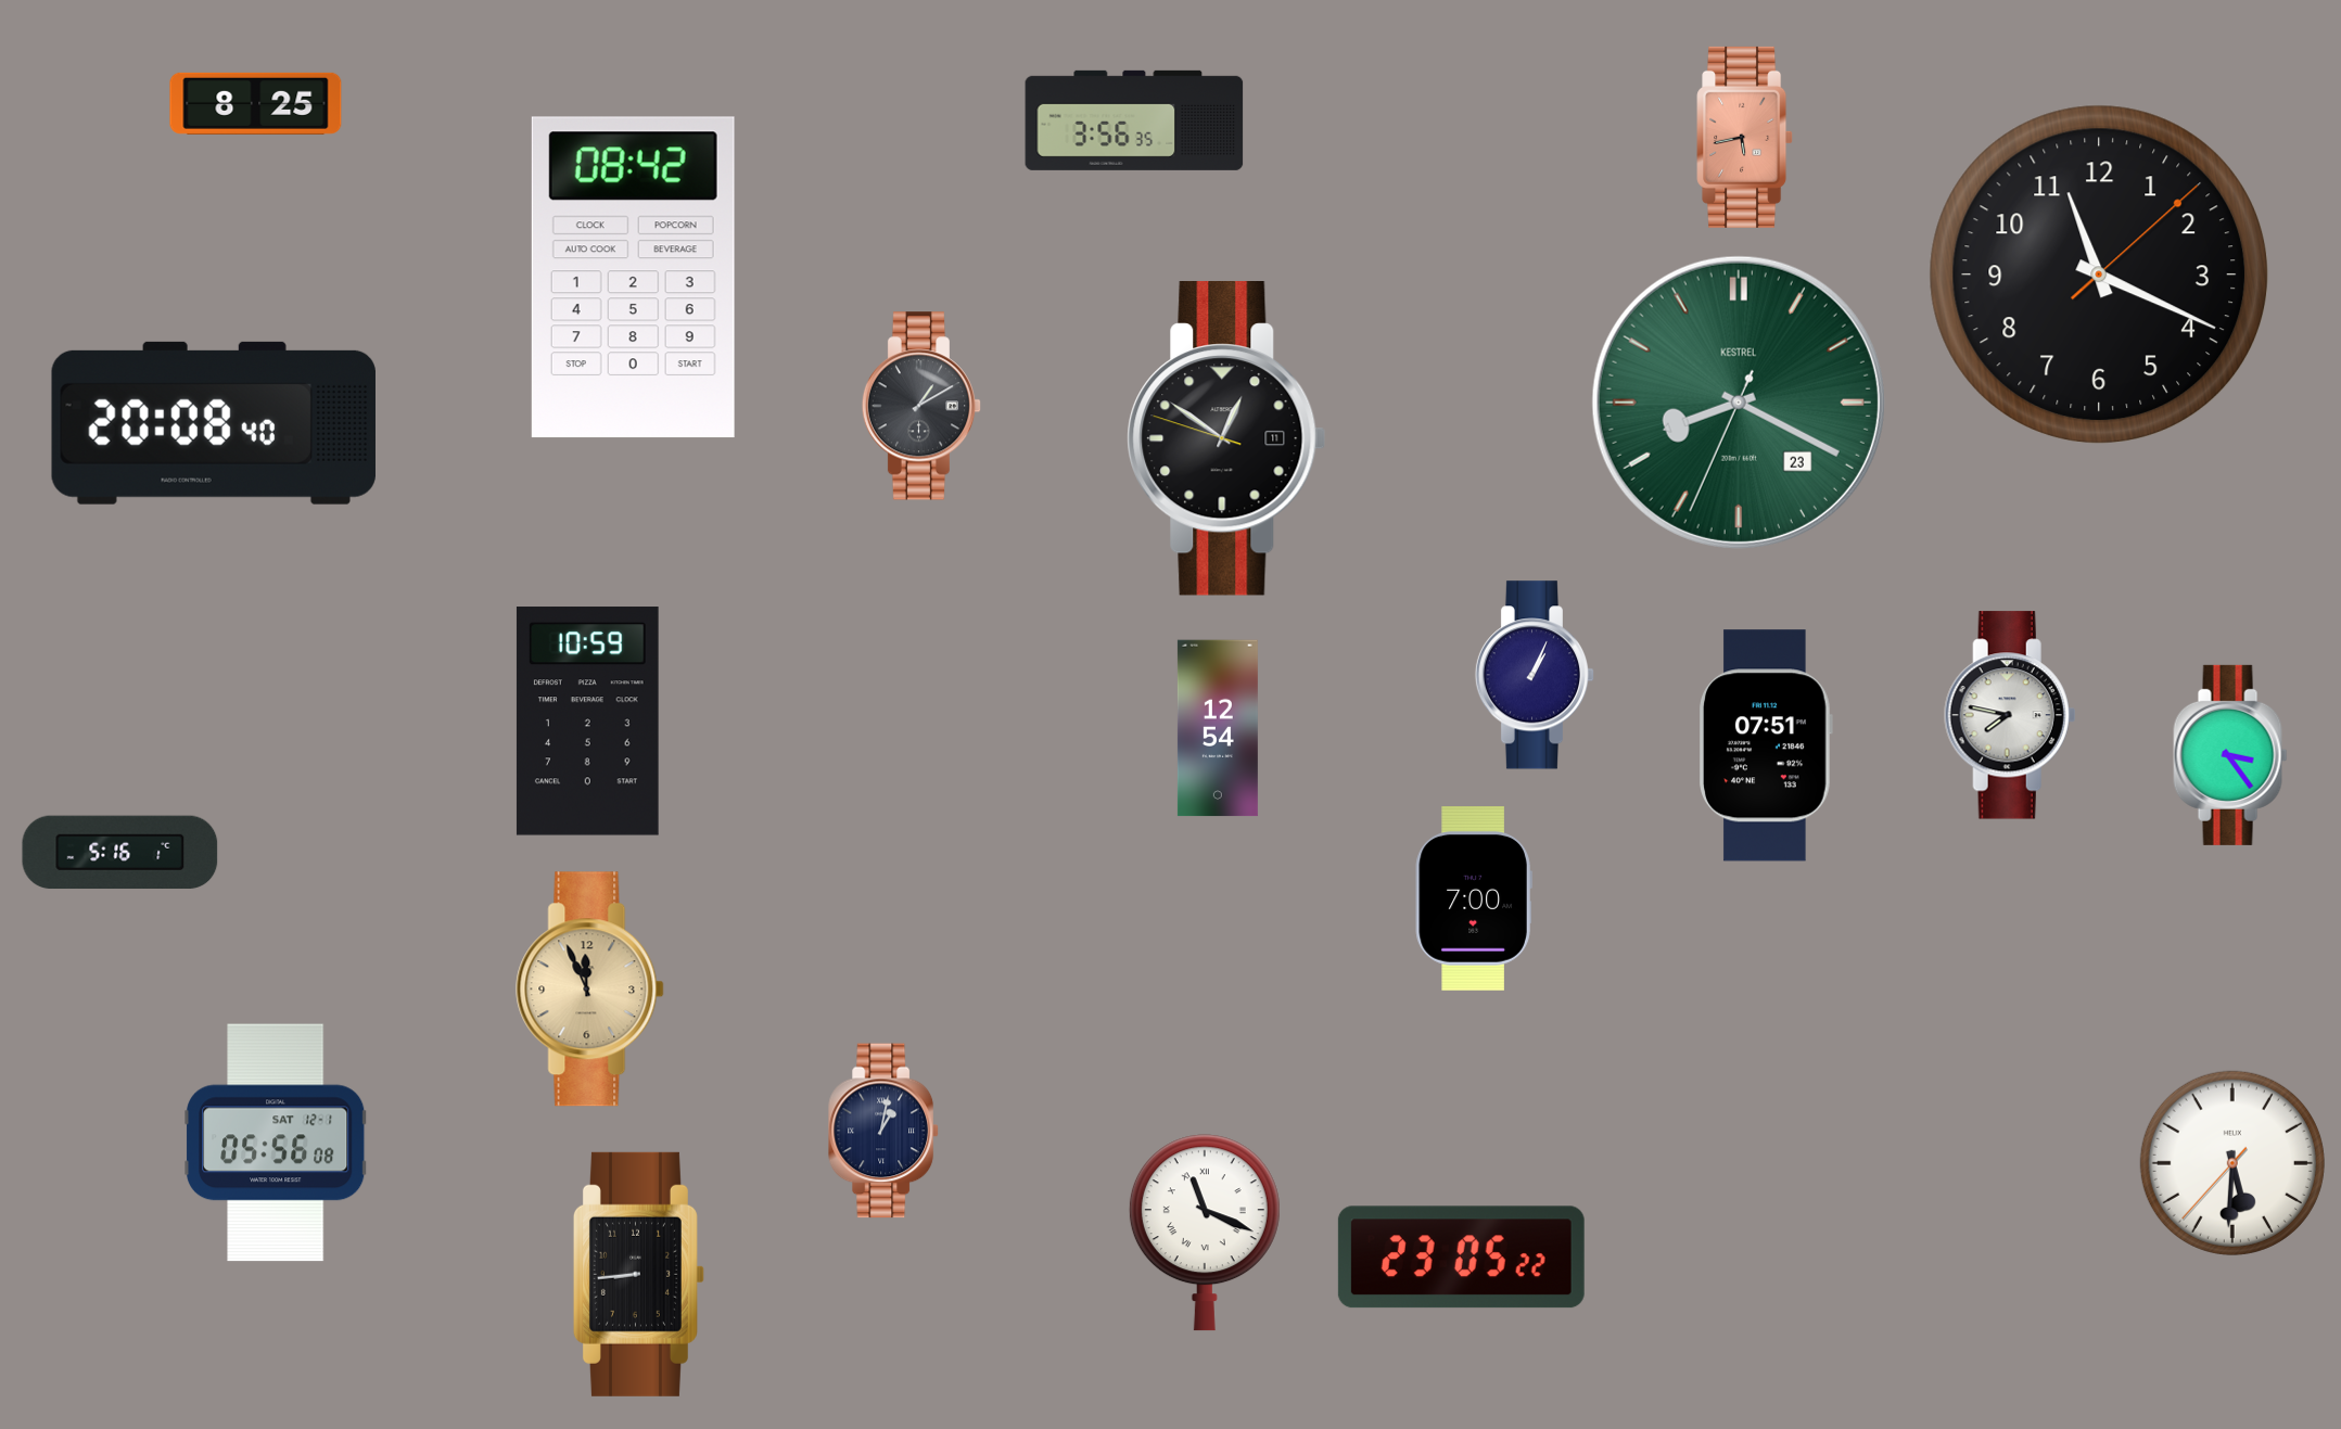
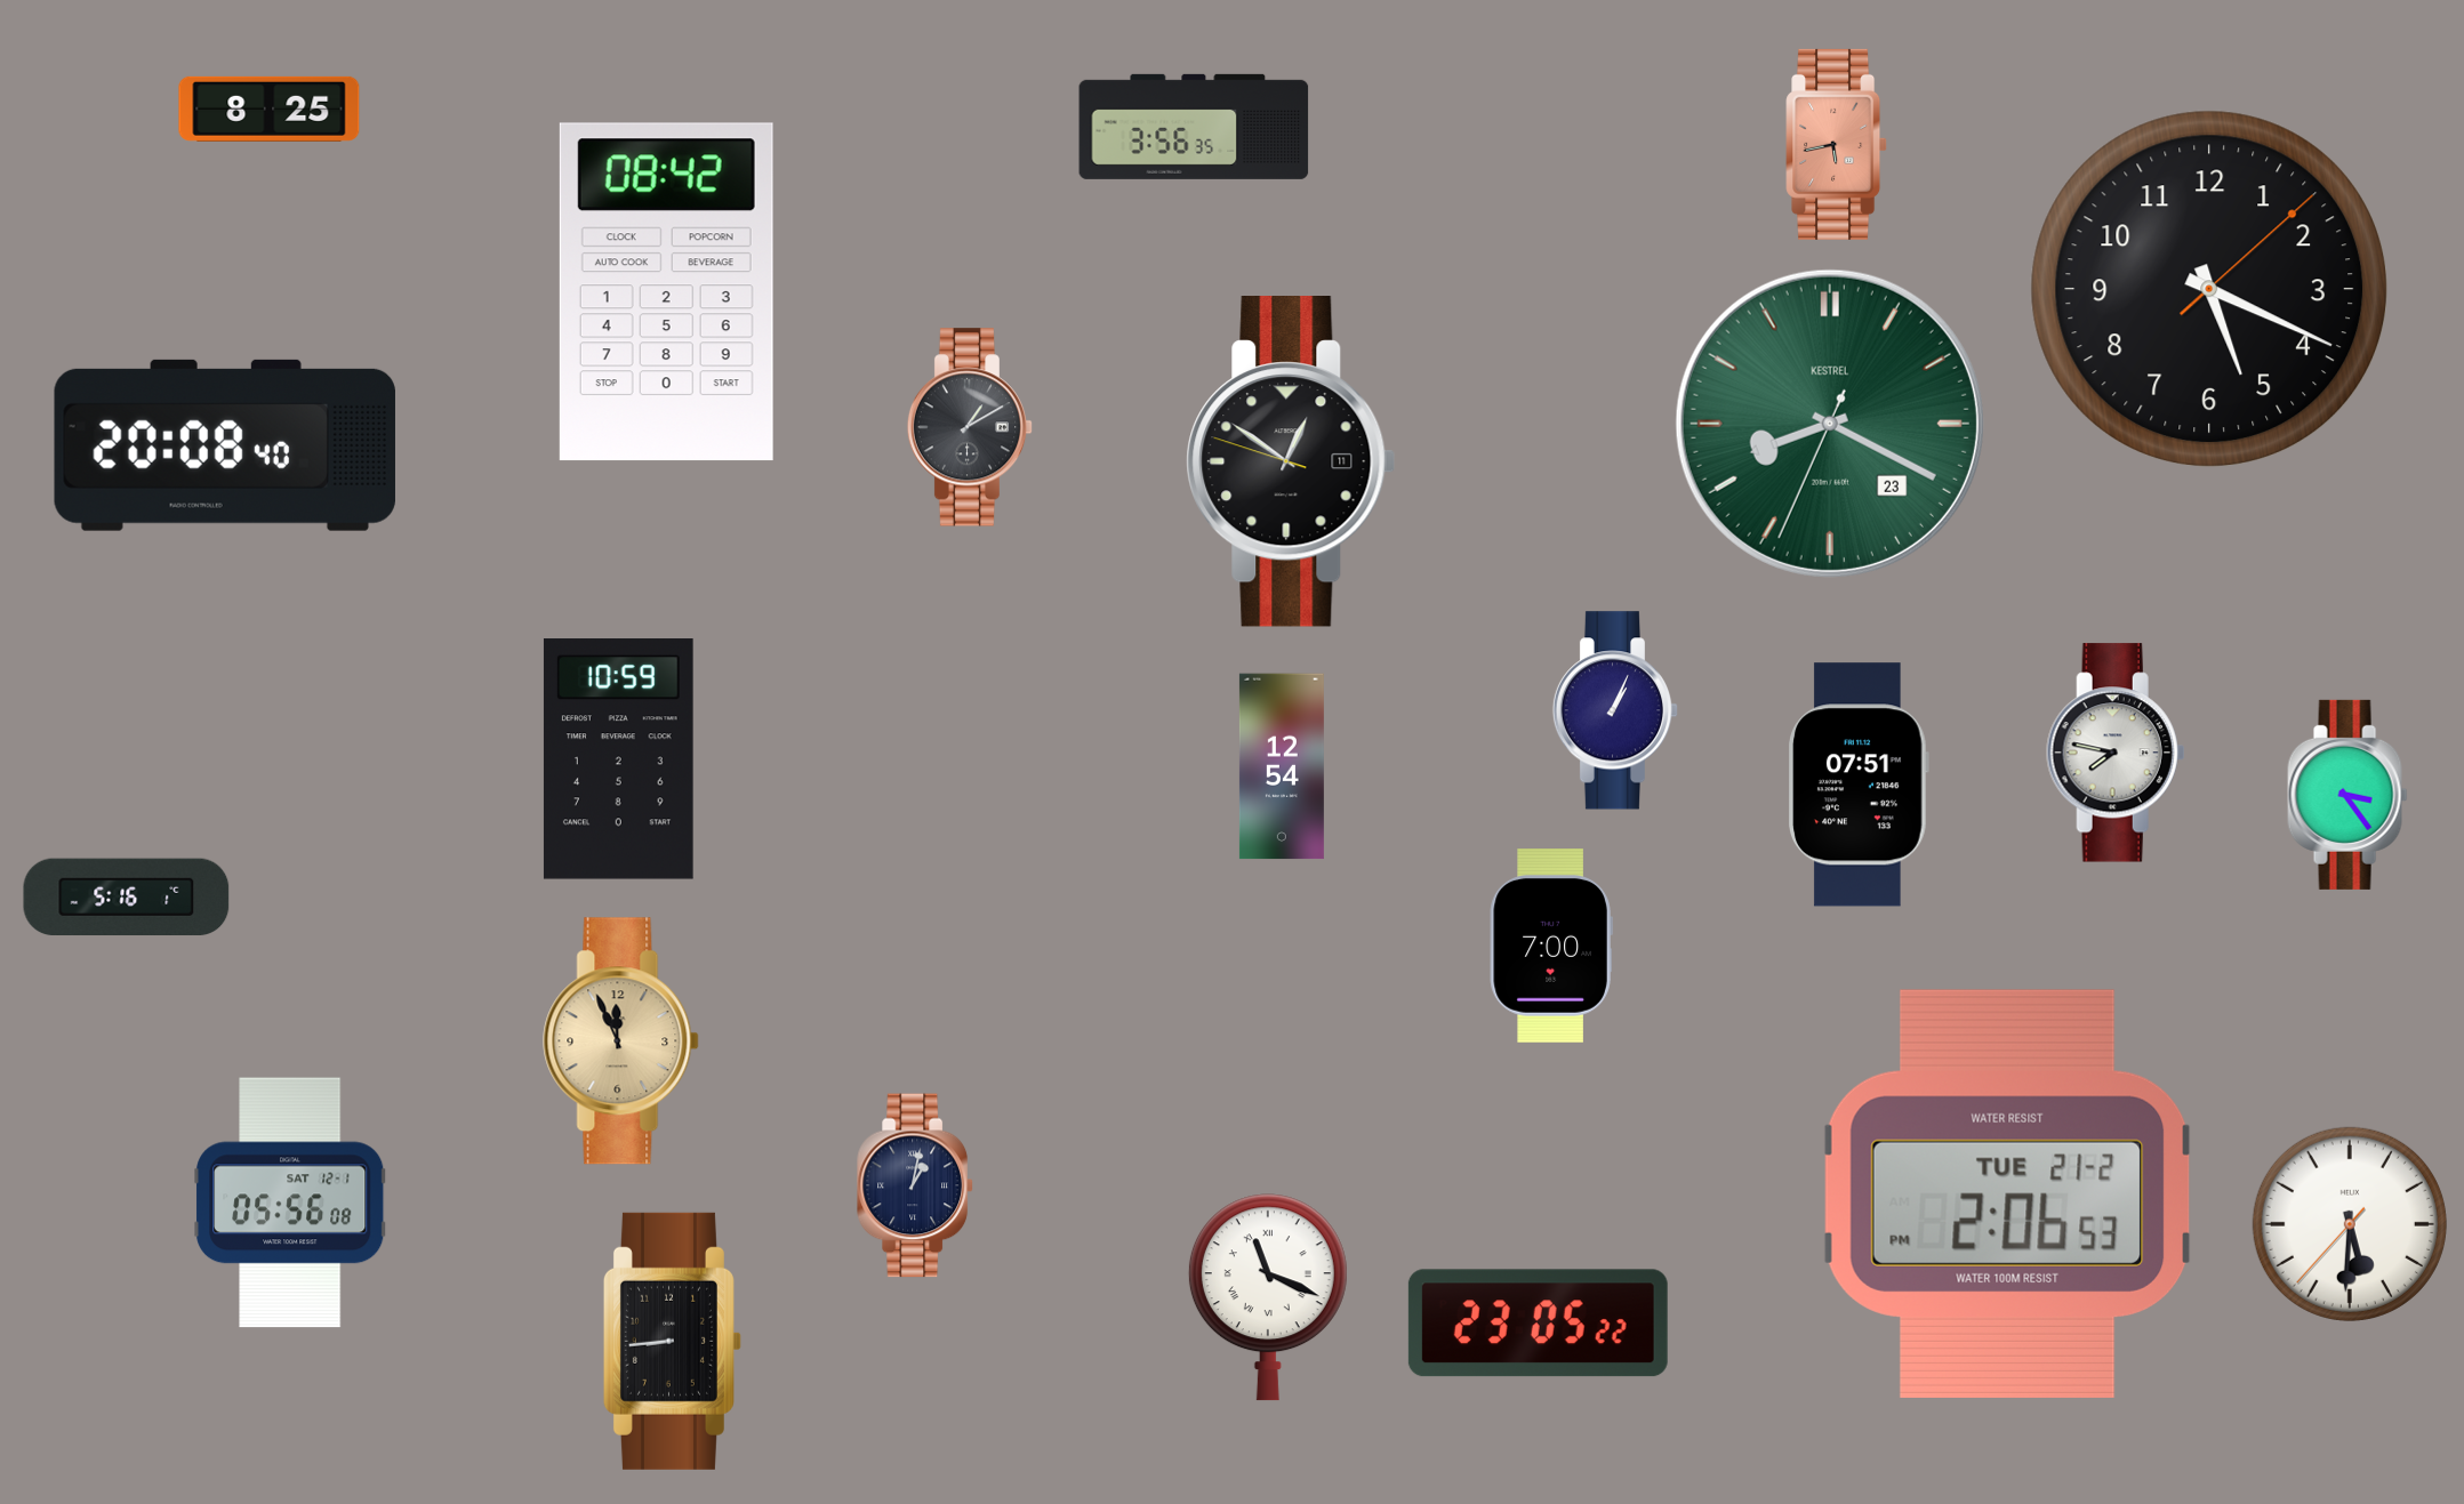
clock at (2099, 275): 11:19 -> 5:19
clock at (883, 1131) position: (883, 1131) -> (915, 1185)
clock at (2008, 1193): none -> 2:06
